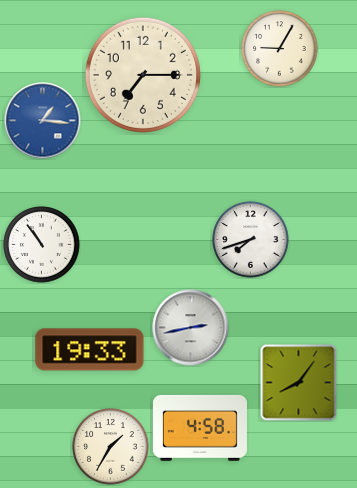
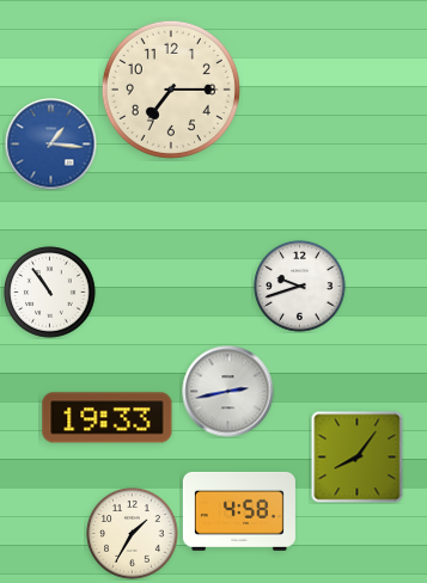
clock at (280, 49): 9:05 -> none
clock at (251, 240): 7:42 -> 9:42
